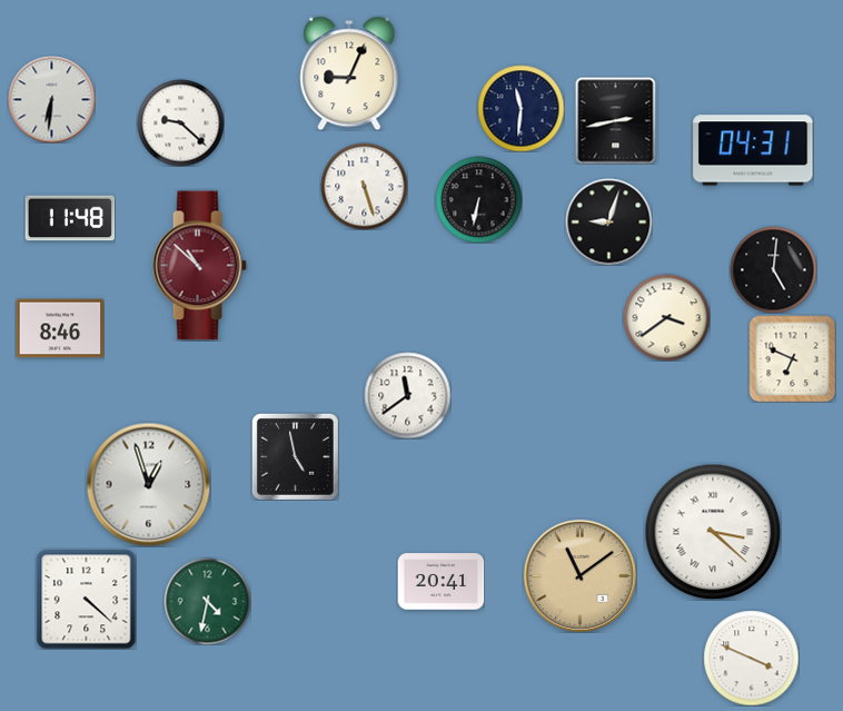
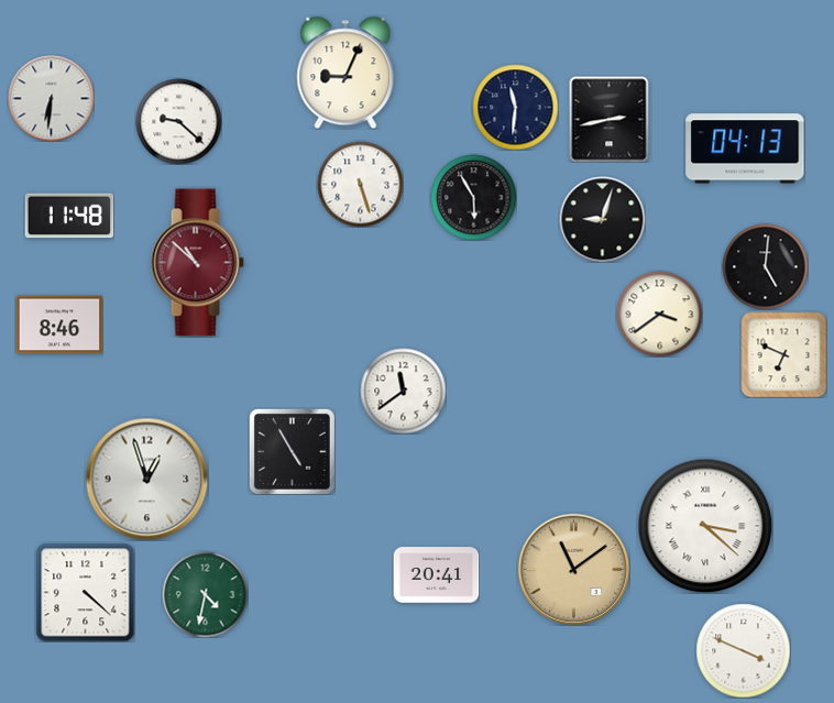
clock at (753, 150): 04:31 -> 04:13
clock at (478, 199): 6:32 -> 5:55
clock at (295, 456): 4:58 -> 4:55
